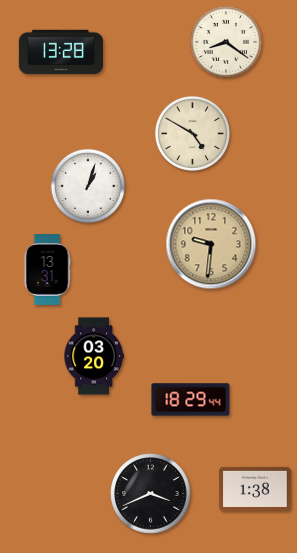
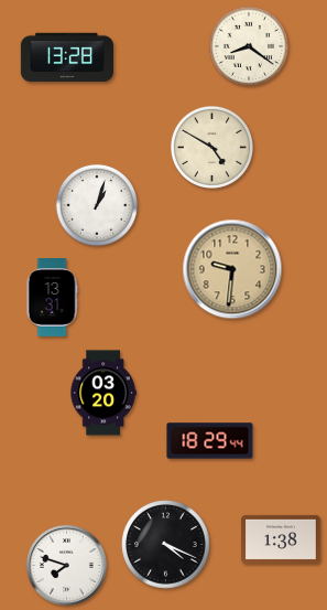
clock at (151, 494): 3:41 -> 4:19
clock at (67, 566): none -> 7:48
